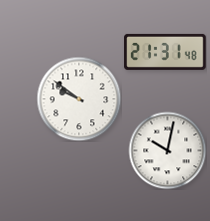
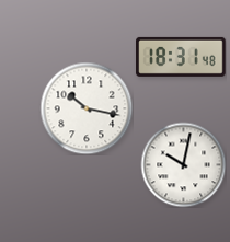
clock at (165, 52): 21:31 -> 18:31
clock at (79, 99): 9:51 -> 10:17
